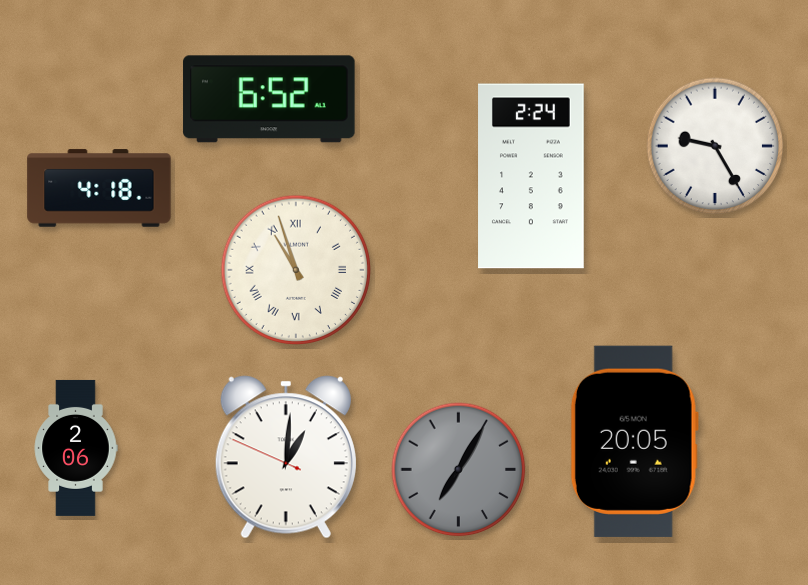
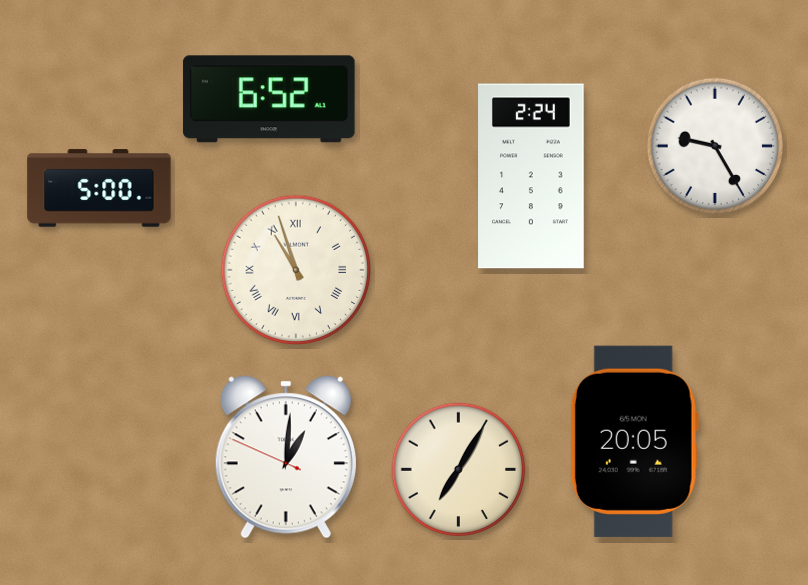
clock at (99, 188): 4:18 -> 5:00
clock at (76, 448): 2:06 -> none
clock at (459, 470) dial: grey -> cream
